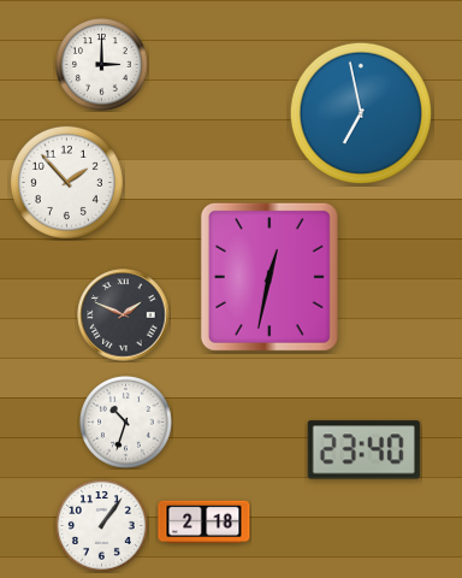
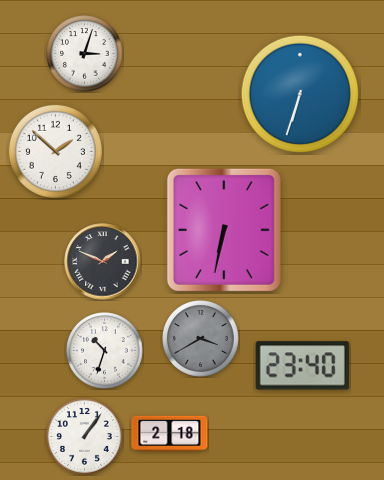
clock at (102, 65): 3:00 -> 3:03
clock at (360, 112): 6:58 -> 6:33
clock at (66, 182): 1:53 -> 1:52
clock at (269, 277): 12:32 -> 6:32
clock at (201, 339): none -> 3:40
clock at (363, 450) position: (363, 450) -> (302, 366)
